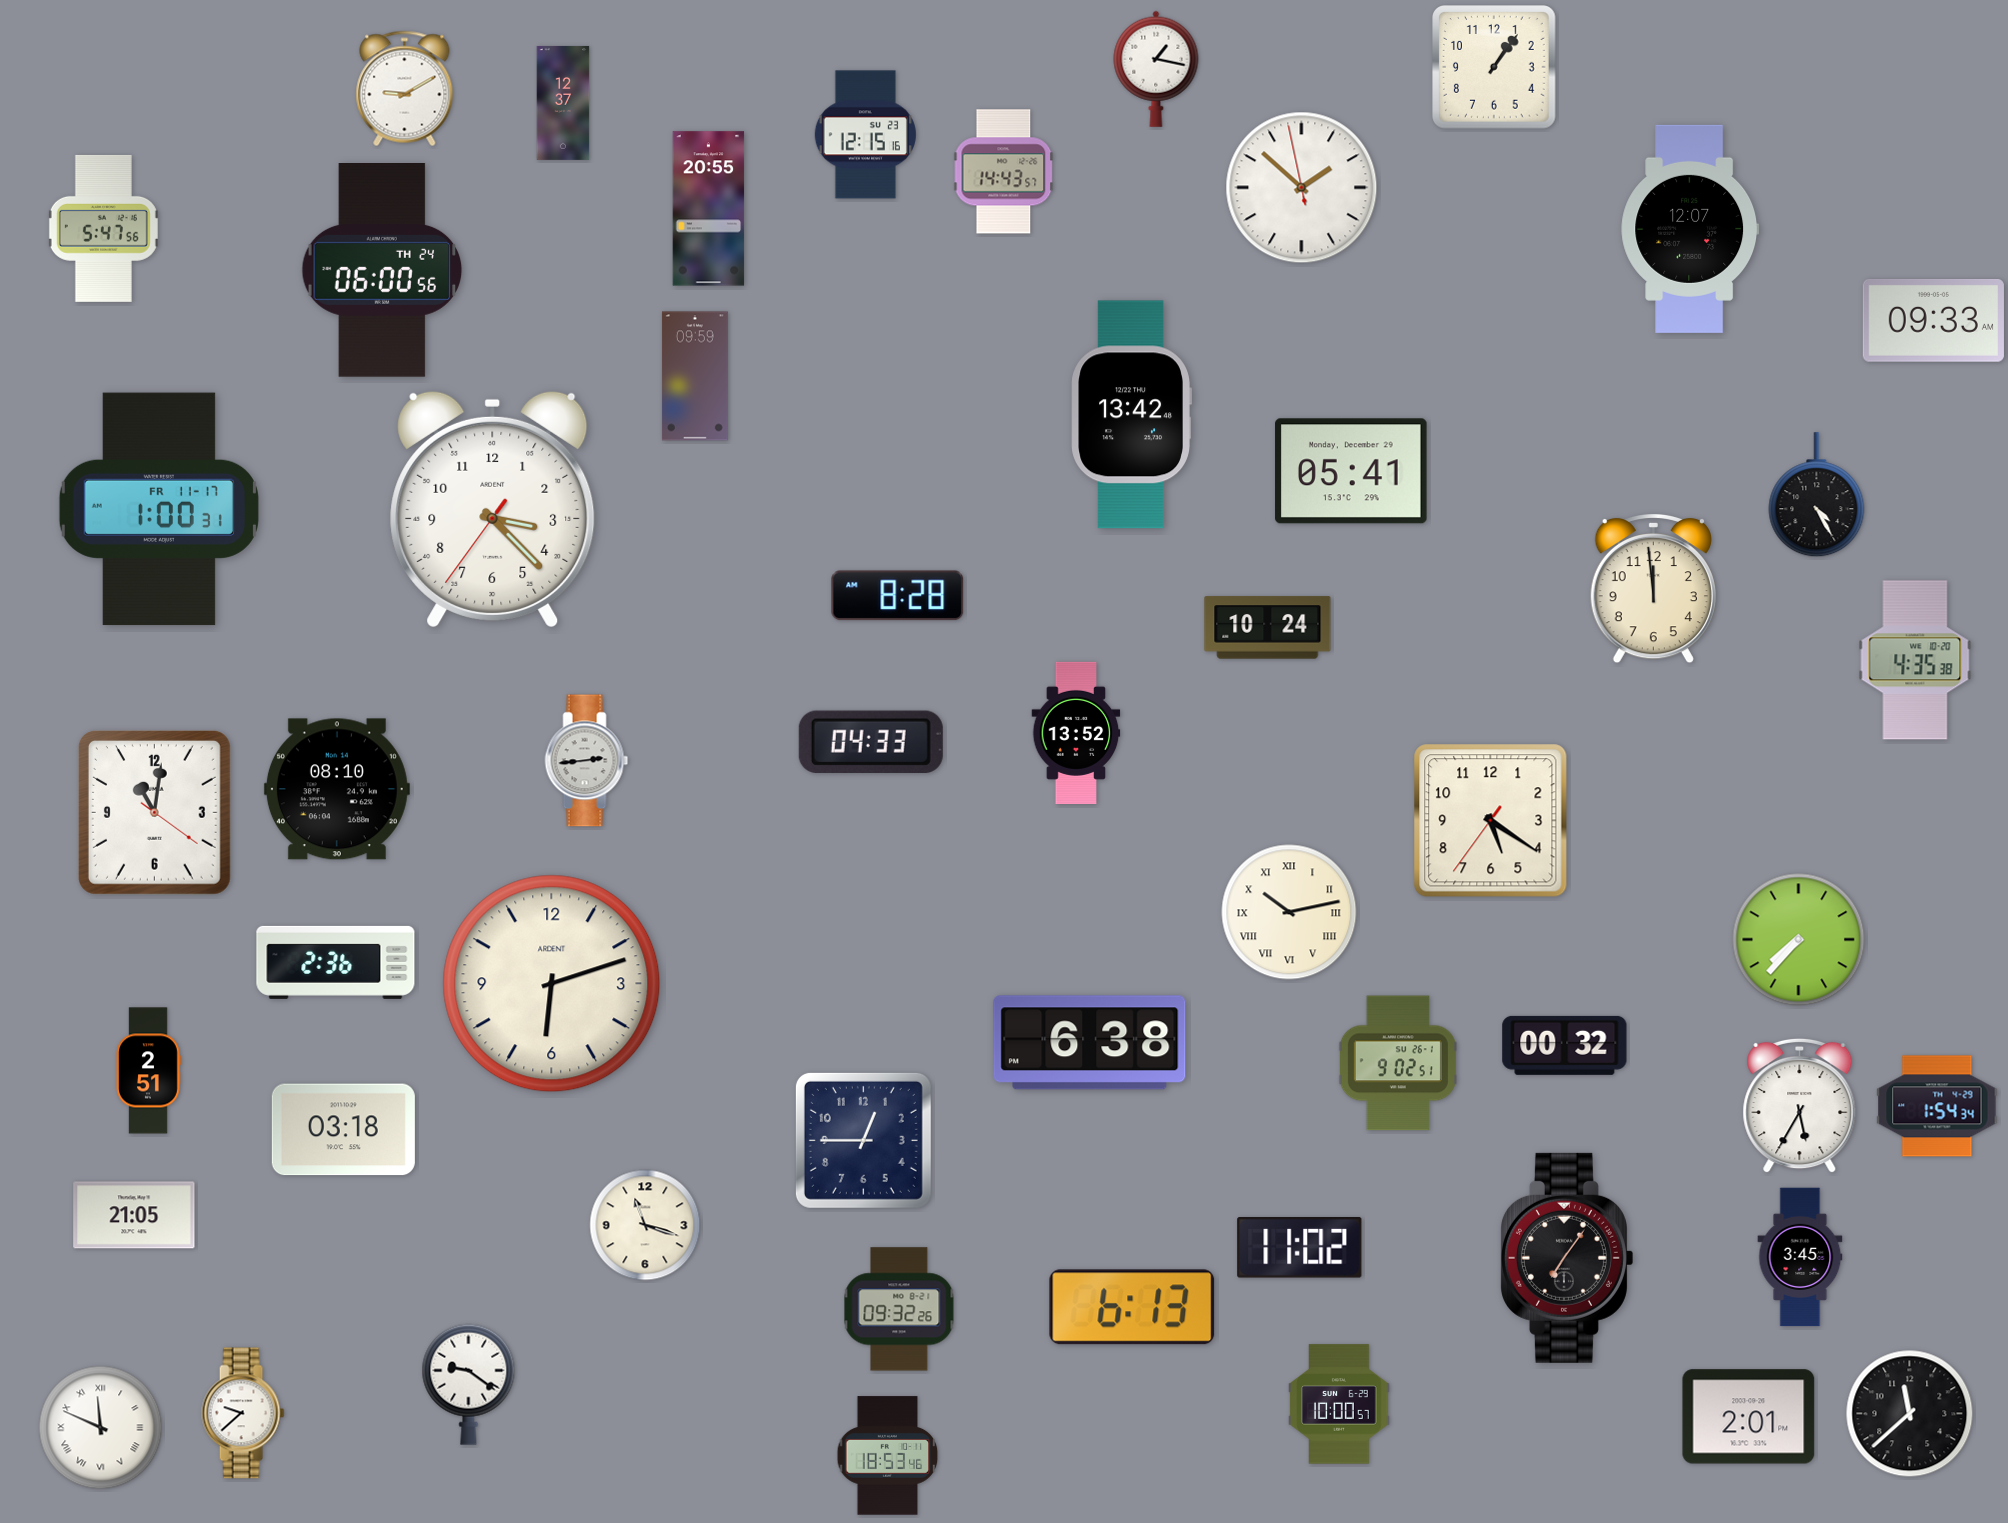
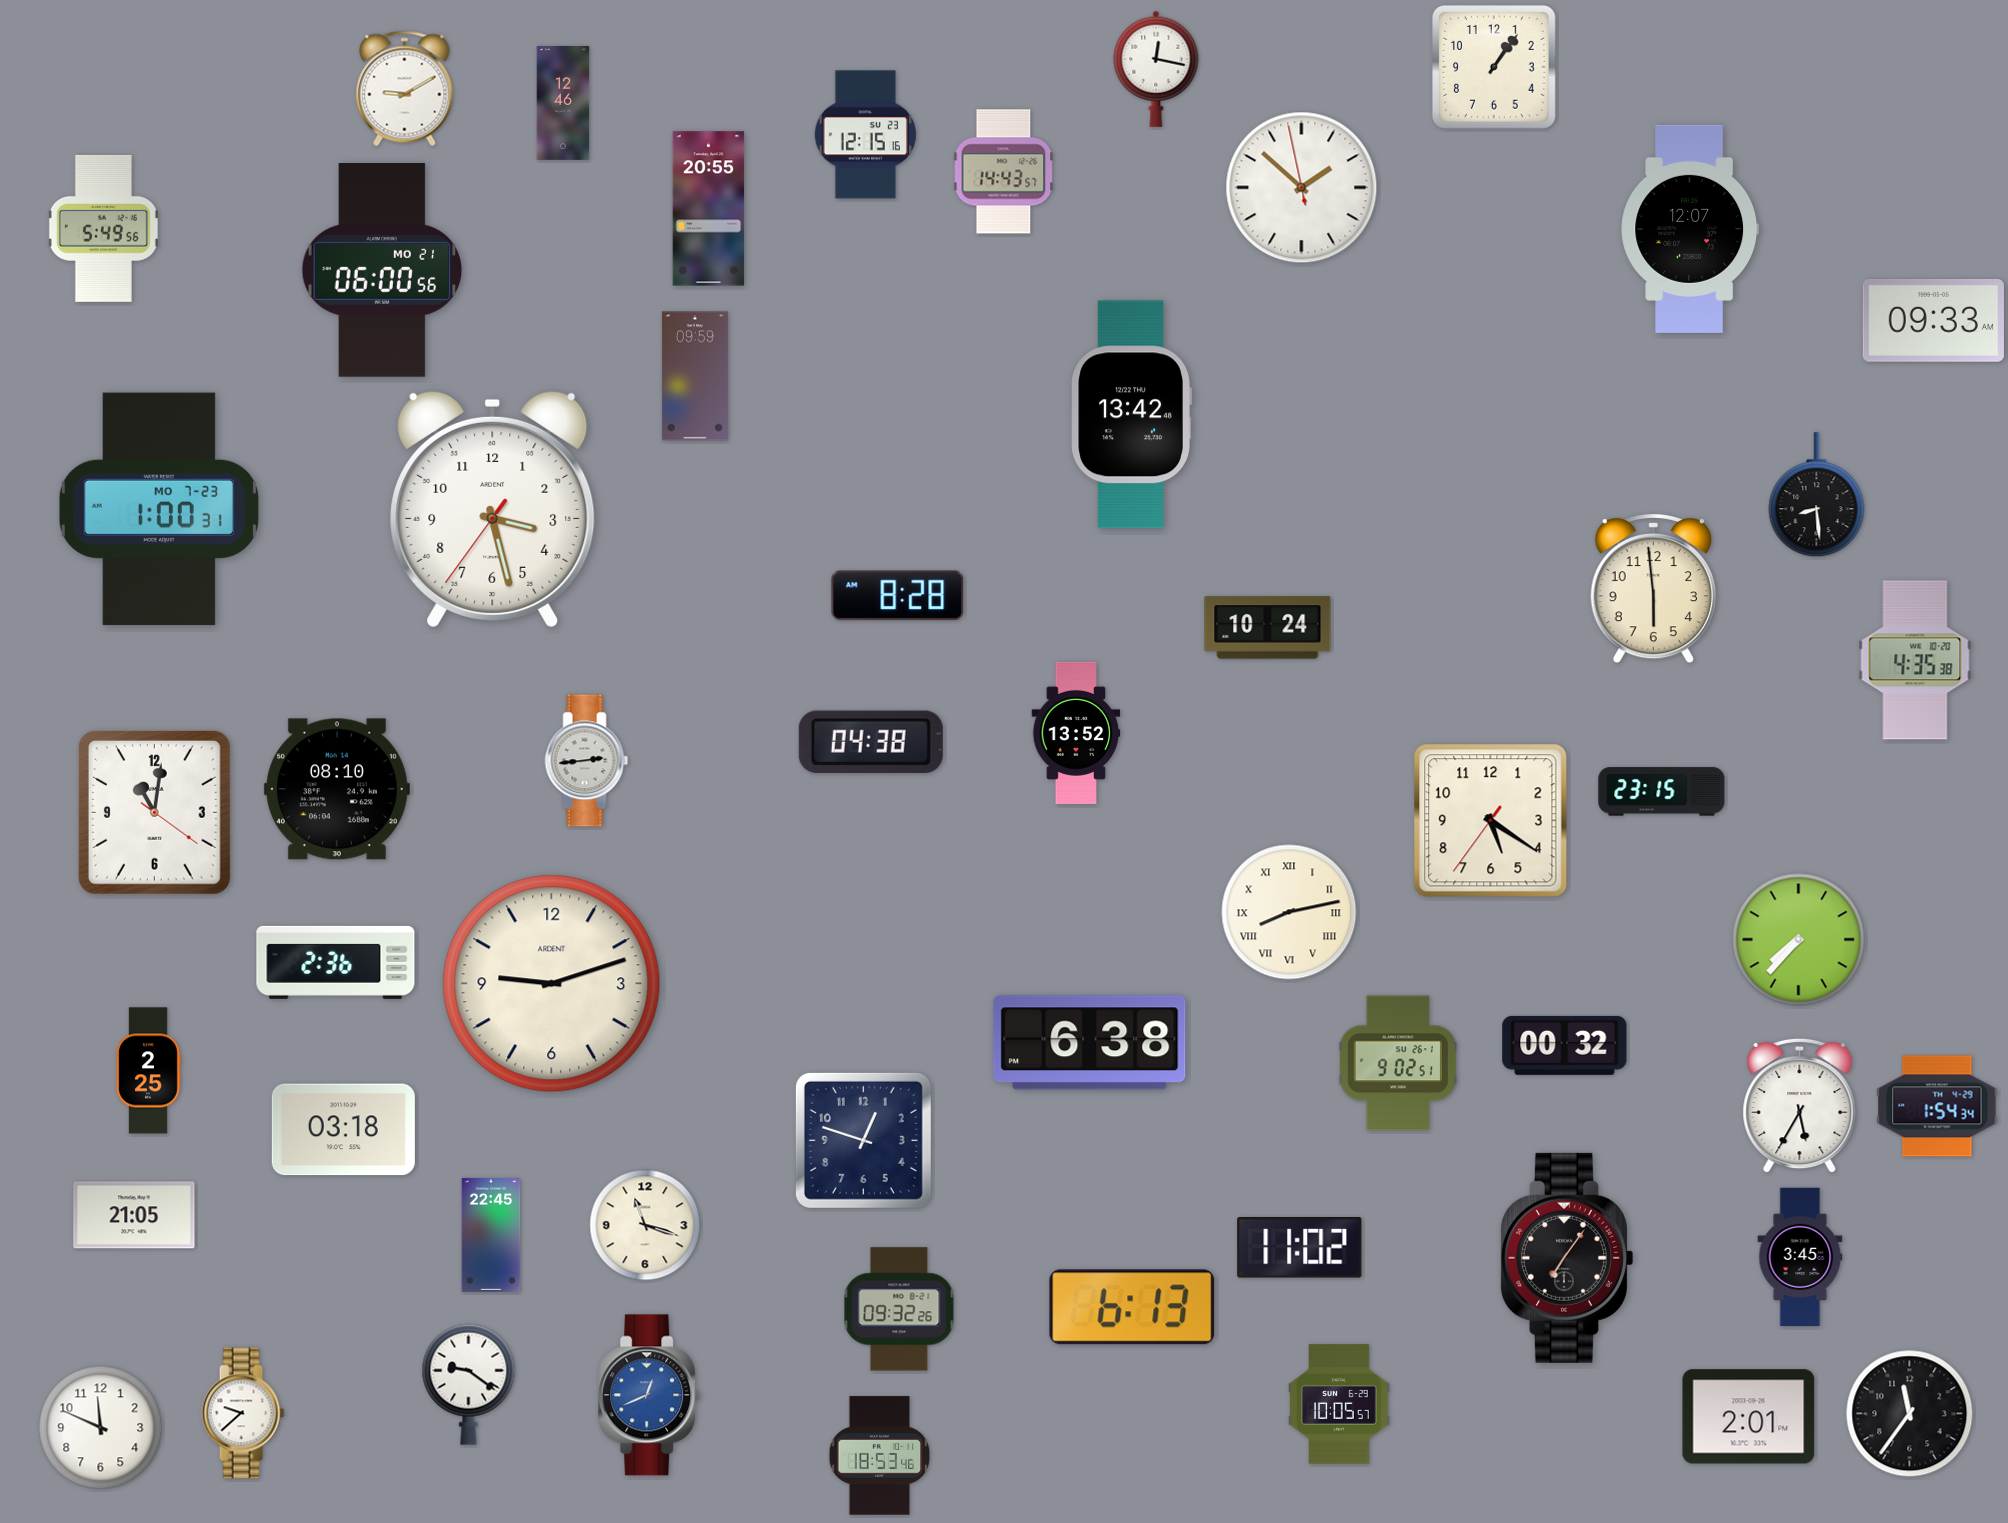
clock at (1156, 69): 1:17 -> 12:17
clock at (563, 103): 12:37 -> 12:46
clock at (103, 228): 5:47 -> 5:49
clock at (382, 271) date: TH 24 -> MO 21
clock at (1351, 471): 05:41 -> none
clock at (1817, 495): 4:25 -> 8:29
clock at (159, 509) date: FR 11-17 -> MO 7-23
clock at (493, 509): 3:22 -> 3:27
clock at (1653, 588): 11:59 -> 5:59
clock at (871, 742): 04:33 -> 04:38
clock at (1662, 792): none -> 23:15
clock at (1289, 912): 10:13 -> 8:13
clock at (552, 984): 6:12 -> 9:12
clock at (148, 1071): 2:51 -> 2:25
clock at (863, 1140): 12:45 -> 12:48
clock at (491, 1235): none -> 22:45
clock at (650, 1395): none -> 12:41
clock at (1339, 1404): 10:00 -> 10:05
clock at (1910, 1414): 11:38 -> 11:36
clock at (101, 1428) numerals: Roman -> Arabic
clock at (888, 1456) position: (888, 1456) -> (880, 1456)
